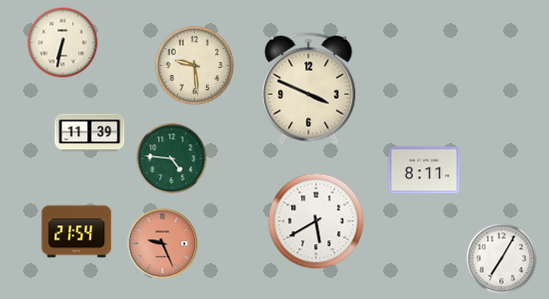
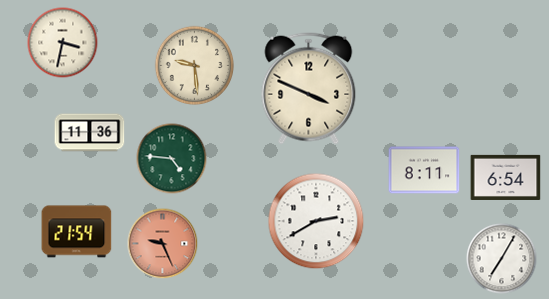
clock at (63, 43): 6:32 -> 3:32
clock at (90, 133): 11:39 -> 11:36
clock at (506, 177): none -> 6:54
clock at (316, 221): 5:40 -> 2:40
